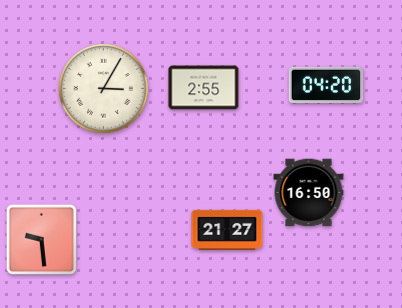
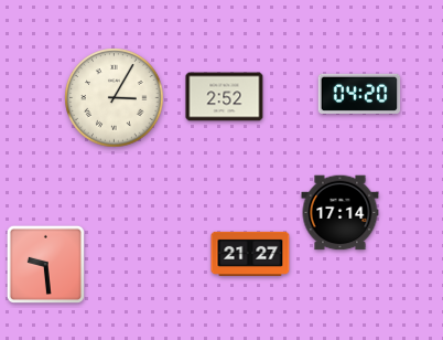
clock at (204, 88): 2:55 -> 2:52
clock at (309, 193): 16:50 -> 17:14
